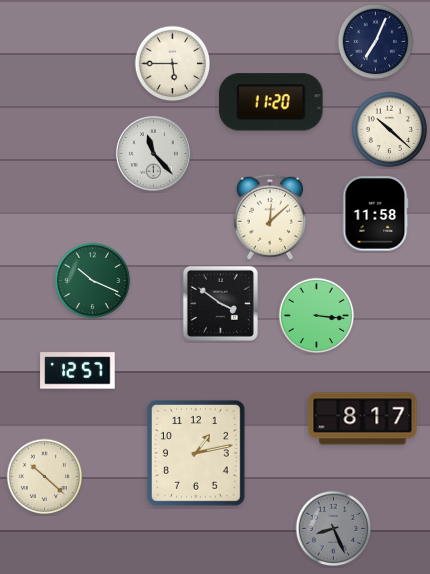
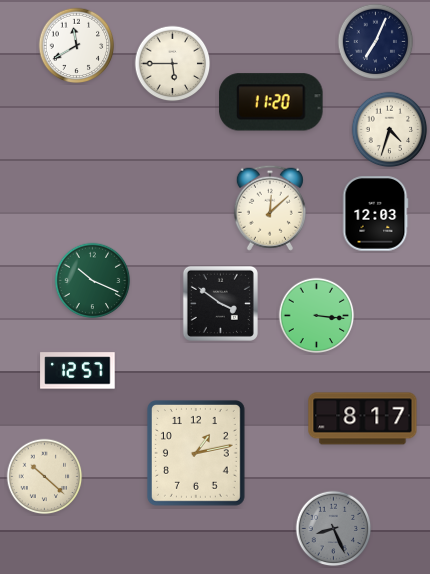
clock at (77, 46): none -> 11:40
clock at (390, 130): 10:22 -> 4:33
clock at (153, 153): 11:23 -> none
clock at (375, 214): 11:58 -> 12:03
clock at (270, 217) position: (270, 217) -> (270, 208)
